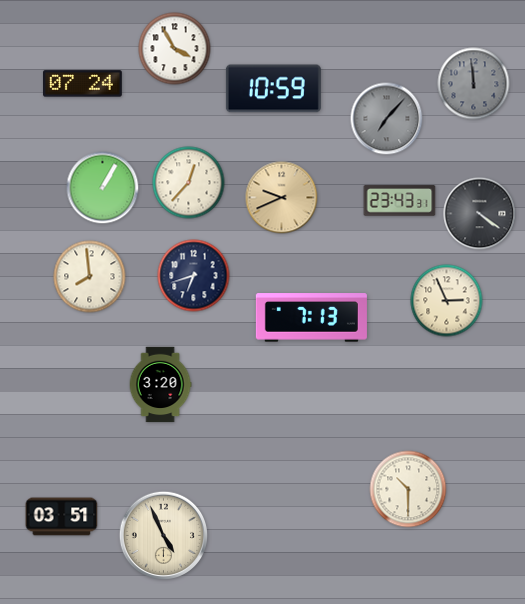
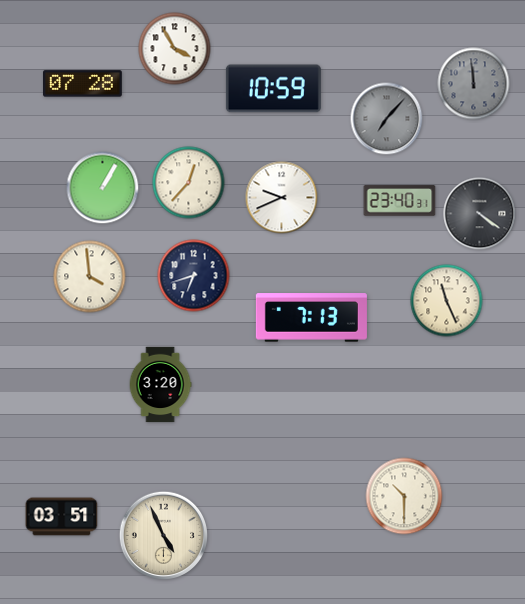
clock at (83, 84): 07:24 -> 07:28
clock at (282, 198) dial: champagne -> white
clock at (400, 201): 23:43 -> 23:40
clock at (90, 277): 7:59 -> 3:59
clock at (447, 301): 2:56 -> 11:26
clock at (408, 489) position: (408, 489) -> (404, 496)
